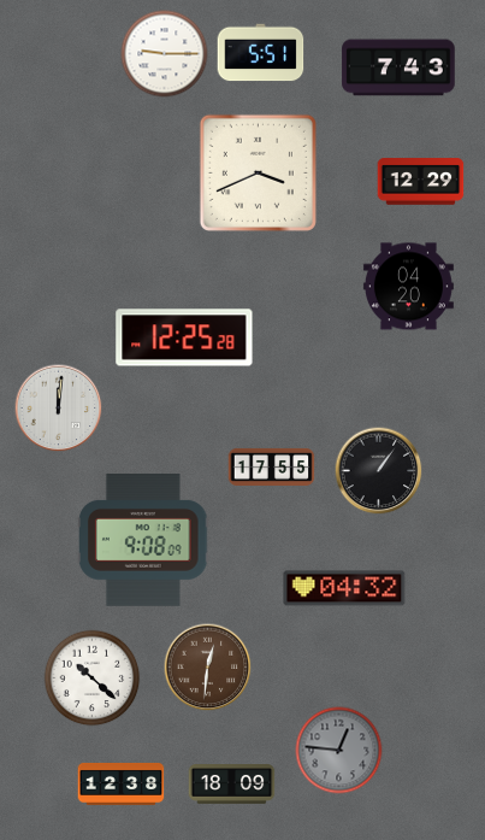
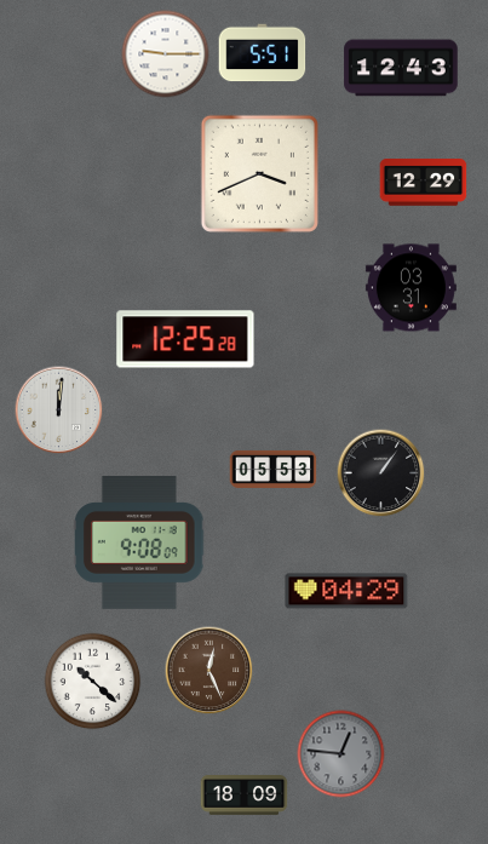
clock at (398, 67): 7:43 -> 12:43
clock at (408, 287): 04:20 -> 03:31
clock at (272, 466): 17:55 -> 05:53
clock at (144, 541) position: (144, 541) -> (140, 544)
clock at (344, 588): 04:32 -> 04:29
clock at (208, 668): 12:31 -> 12:26
clock at (122, 785): 12:38 -> none
clock at (232, 785) position: (232, 785) -> (245, 796)
